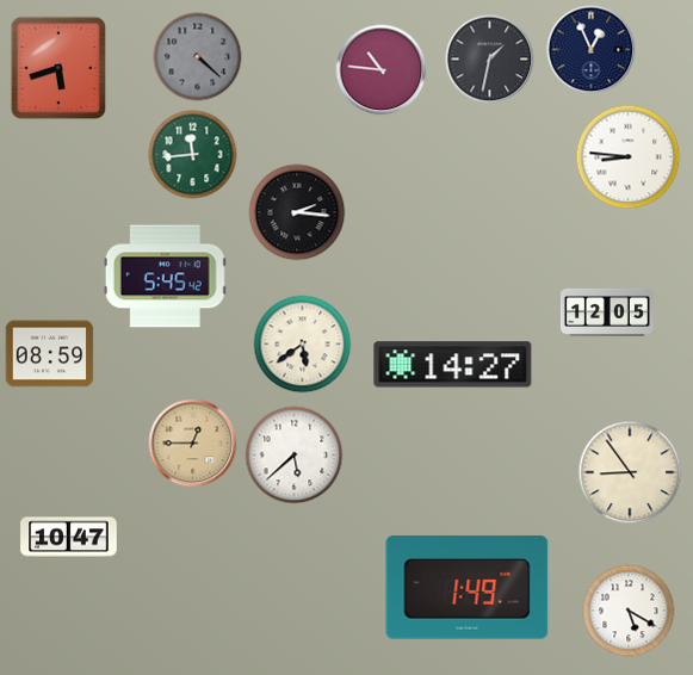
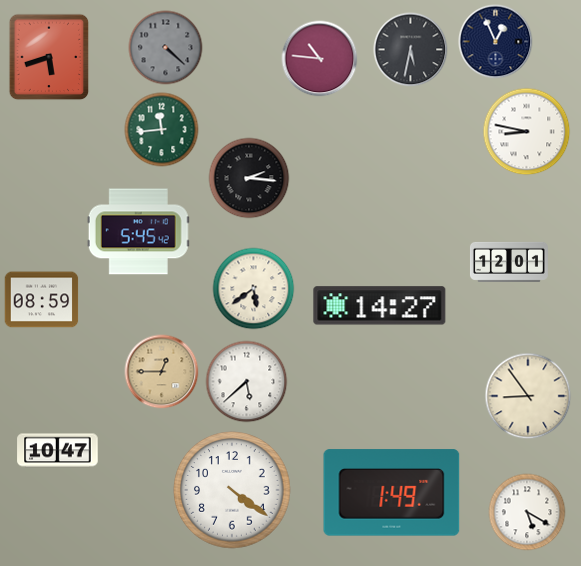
clock at (490, 60): 1:32 -> 5:32
clock at (629, 157): 8:46 -> 8:47
clock at (607, 312): 12:05 -> 12:01
clock at (50, 354) position: (50, 354) -> (42, 300)
clock at (232, 490): none -> 4:21
